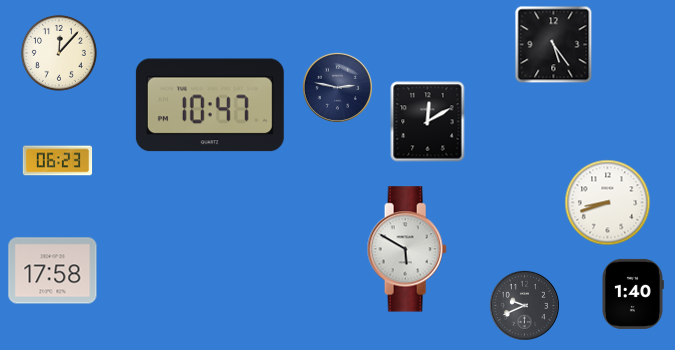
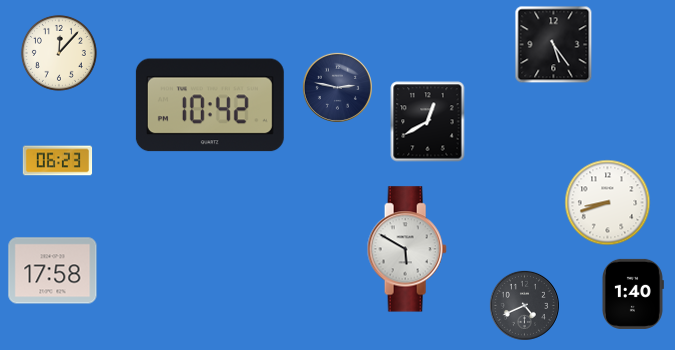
clock at (210, 105): 10:47 -> 10:42
clock at (428, 122): 12:10 -> 12:40
clock at (524, 305): 9:41 -> 4:41
